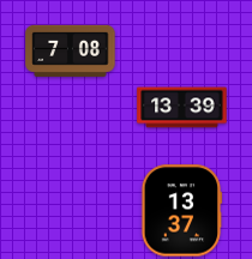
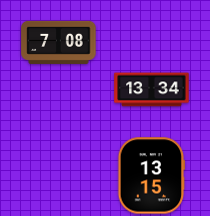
clock at (182, 108): 13:39 -> 13:34
clock at (181, 211): 13:37 -> 13:15
